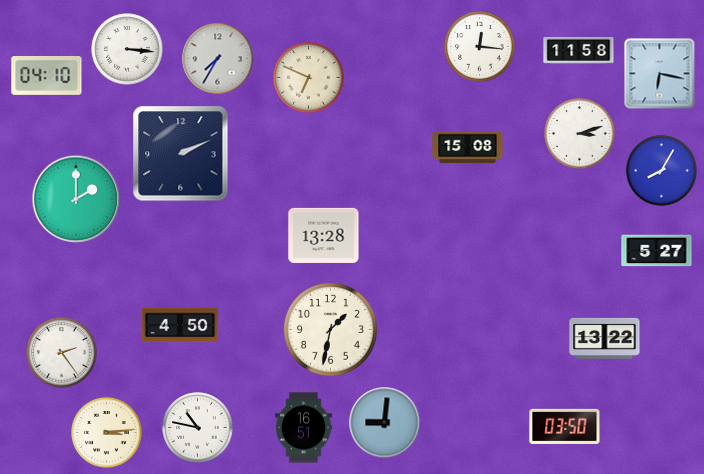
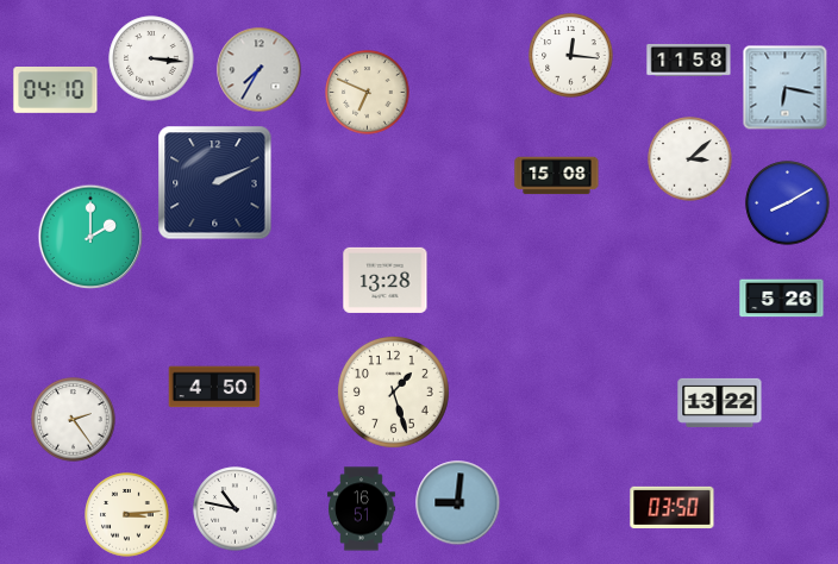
clock at (580, 134): 3:12 -> 3:08
clock at (662, 171): 8:05 -> 8:10
clock at (657, 251): 5:27 -> 5:26
clock at (330, 329): 1:32 -> 1:27
